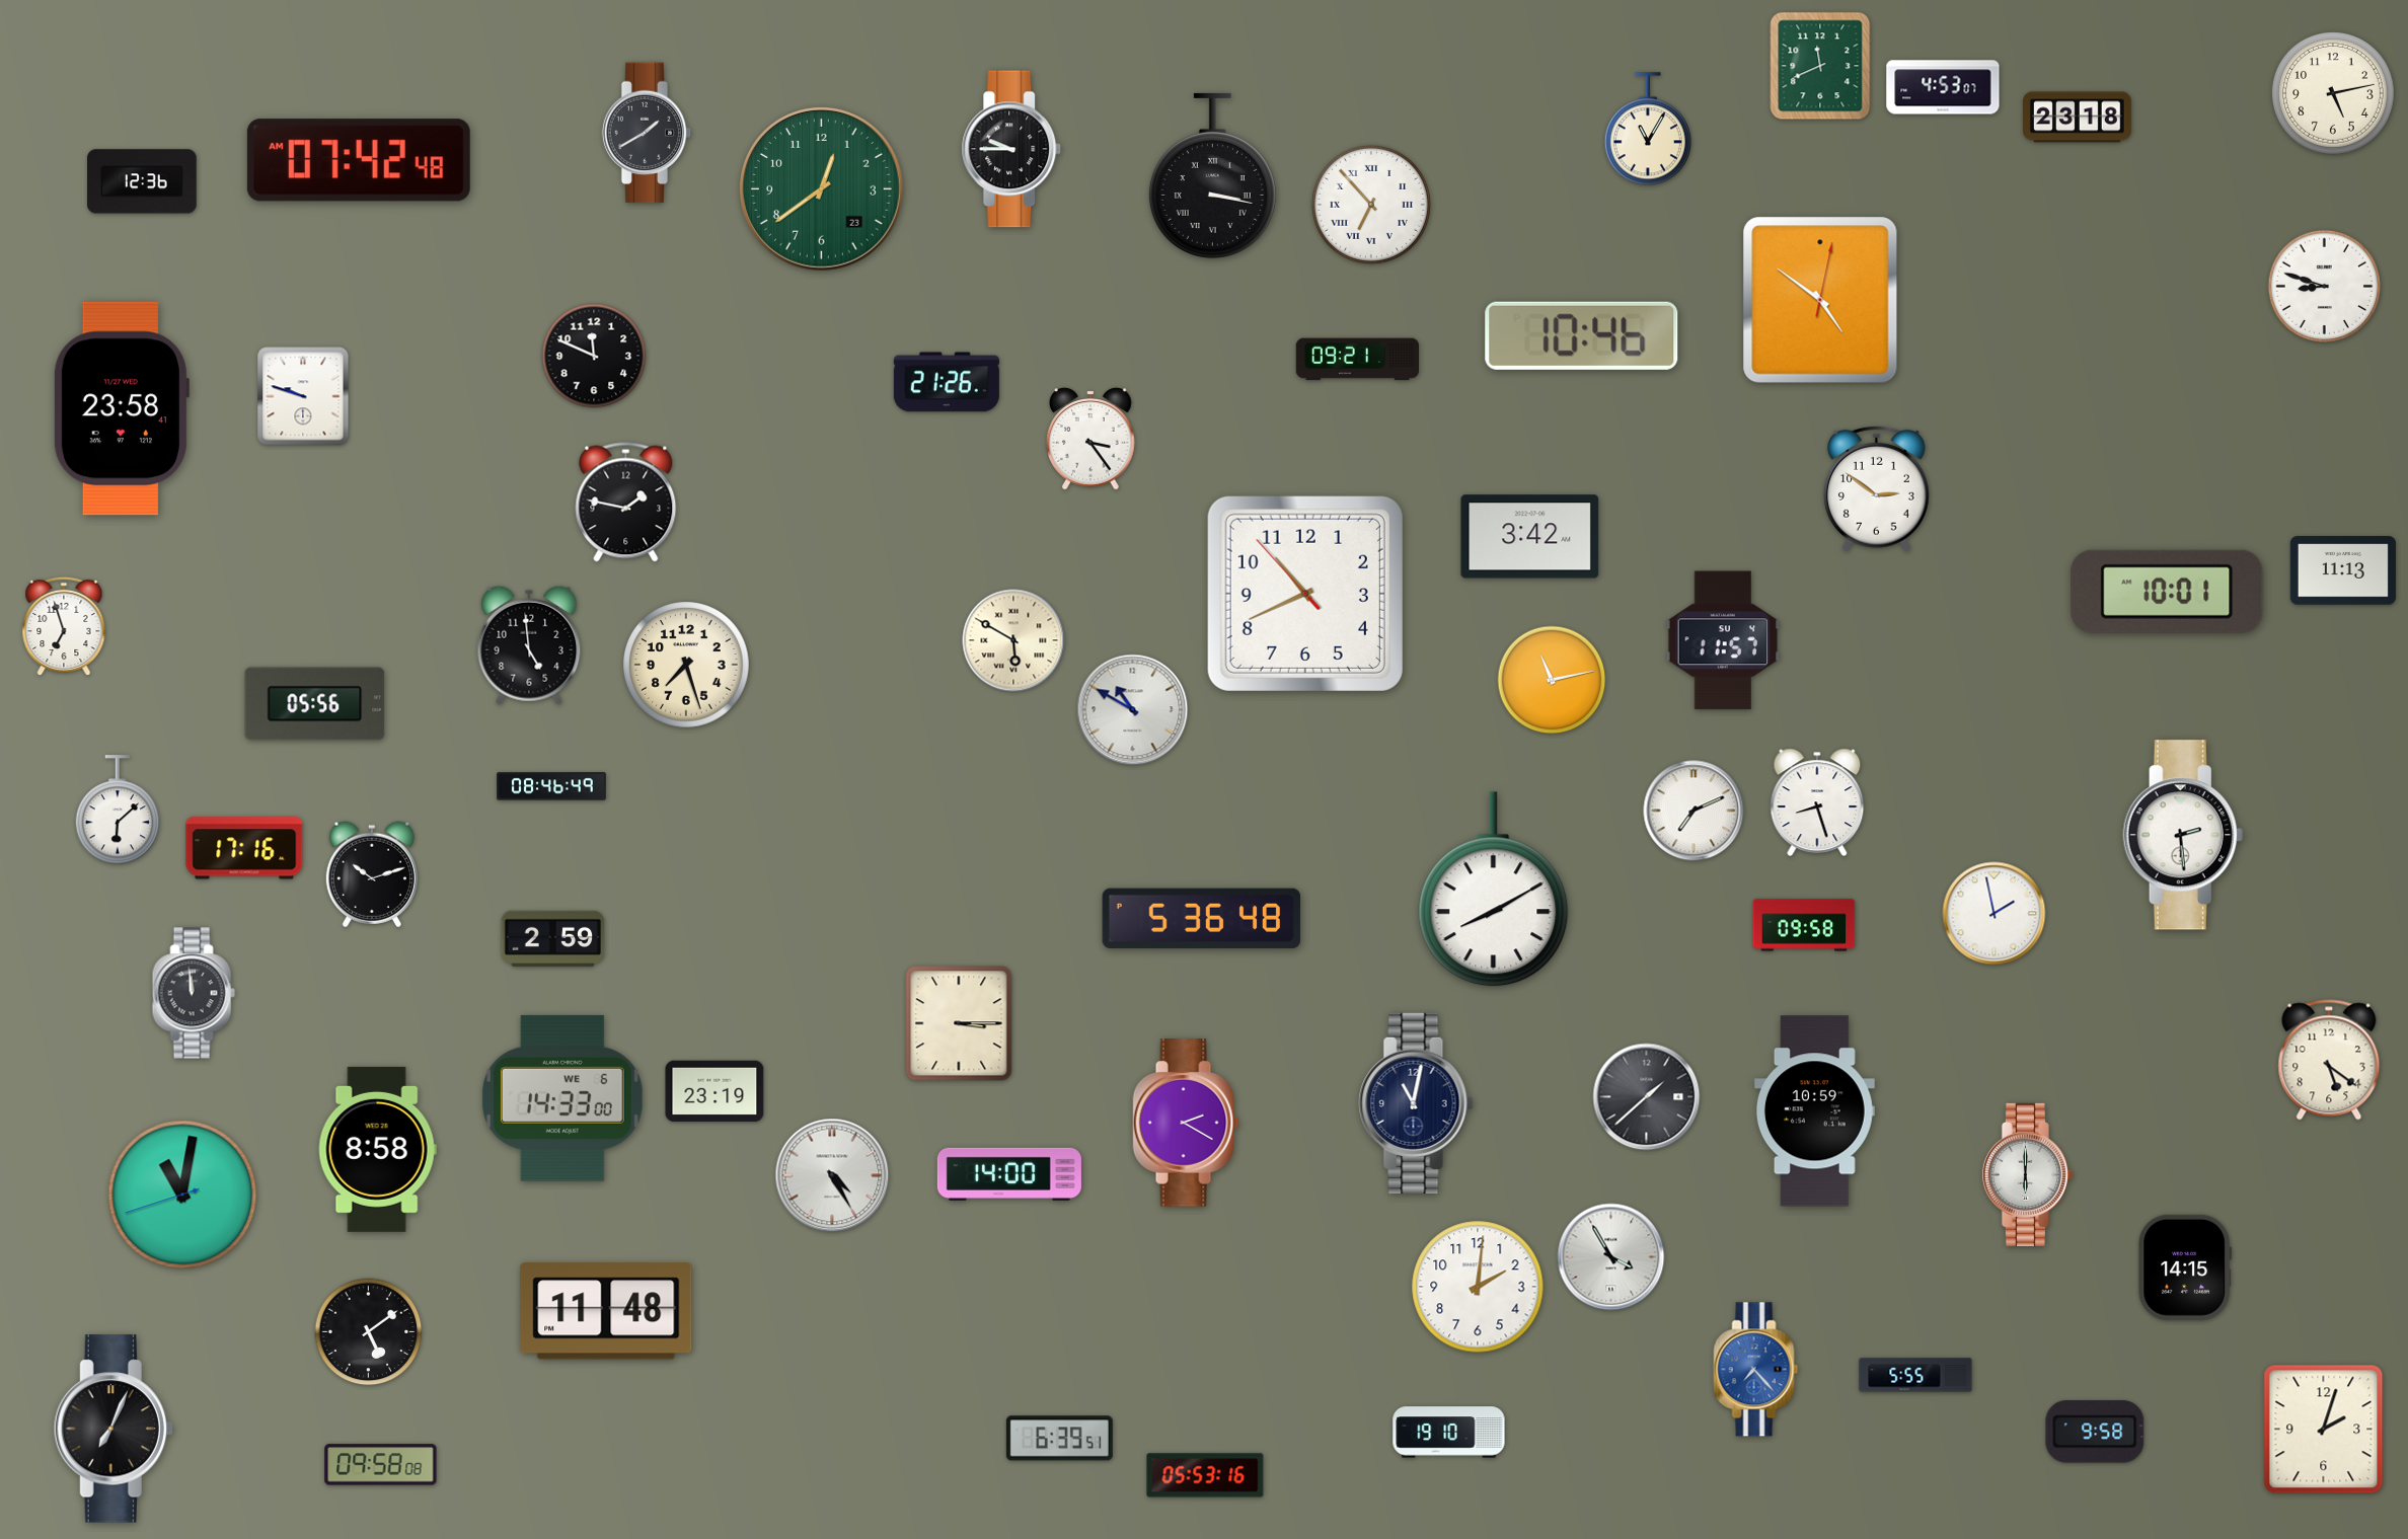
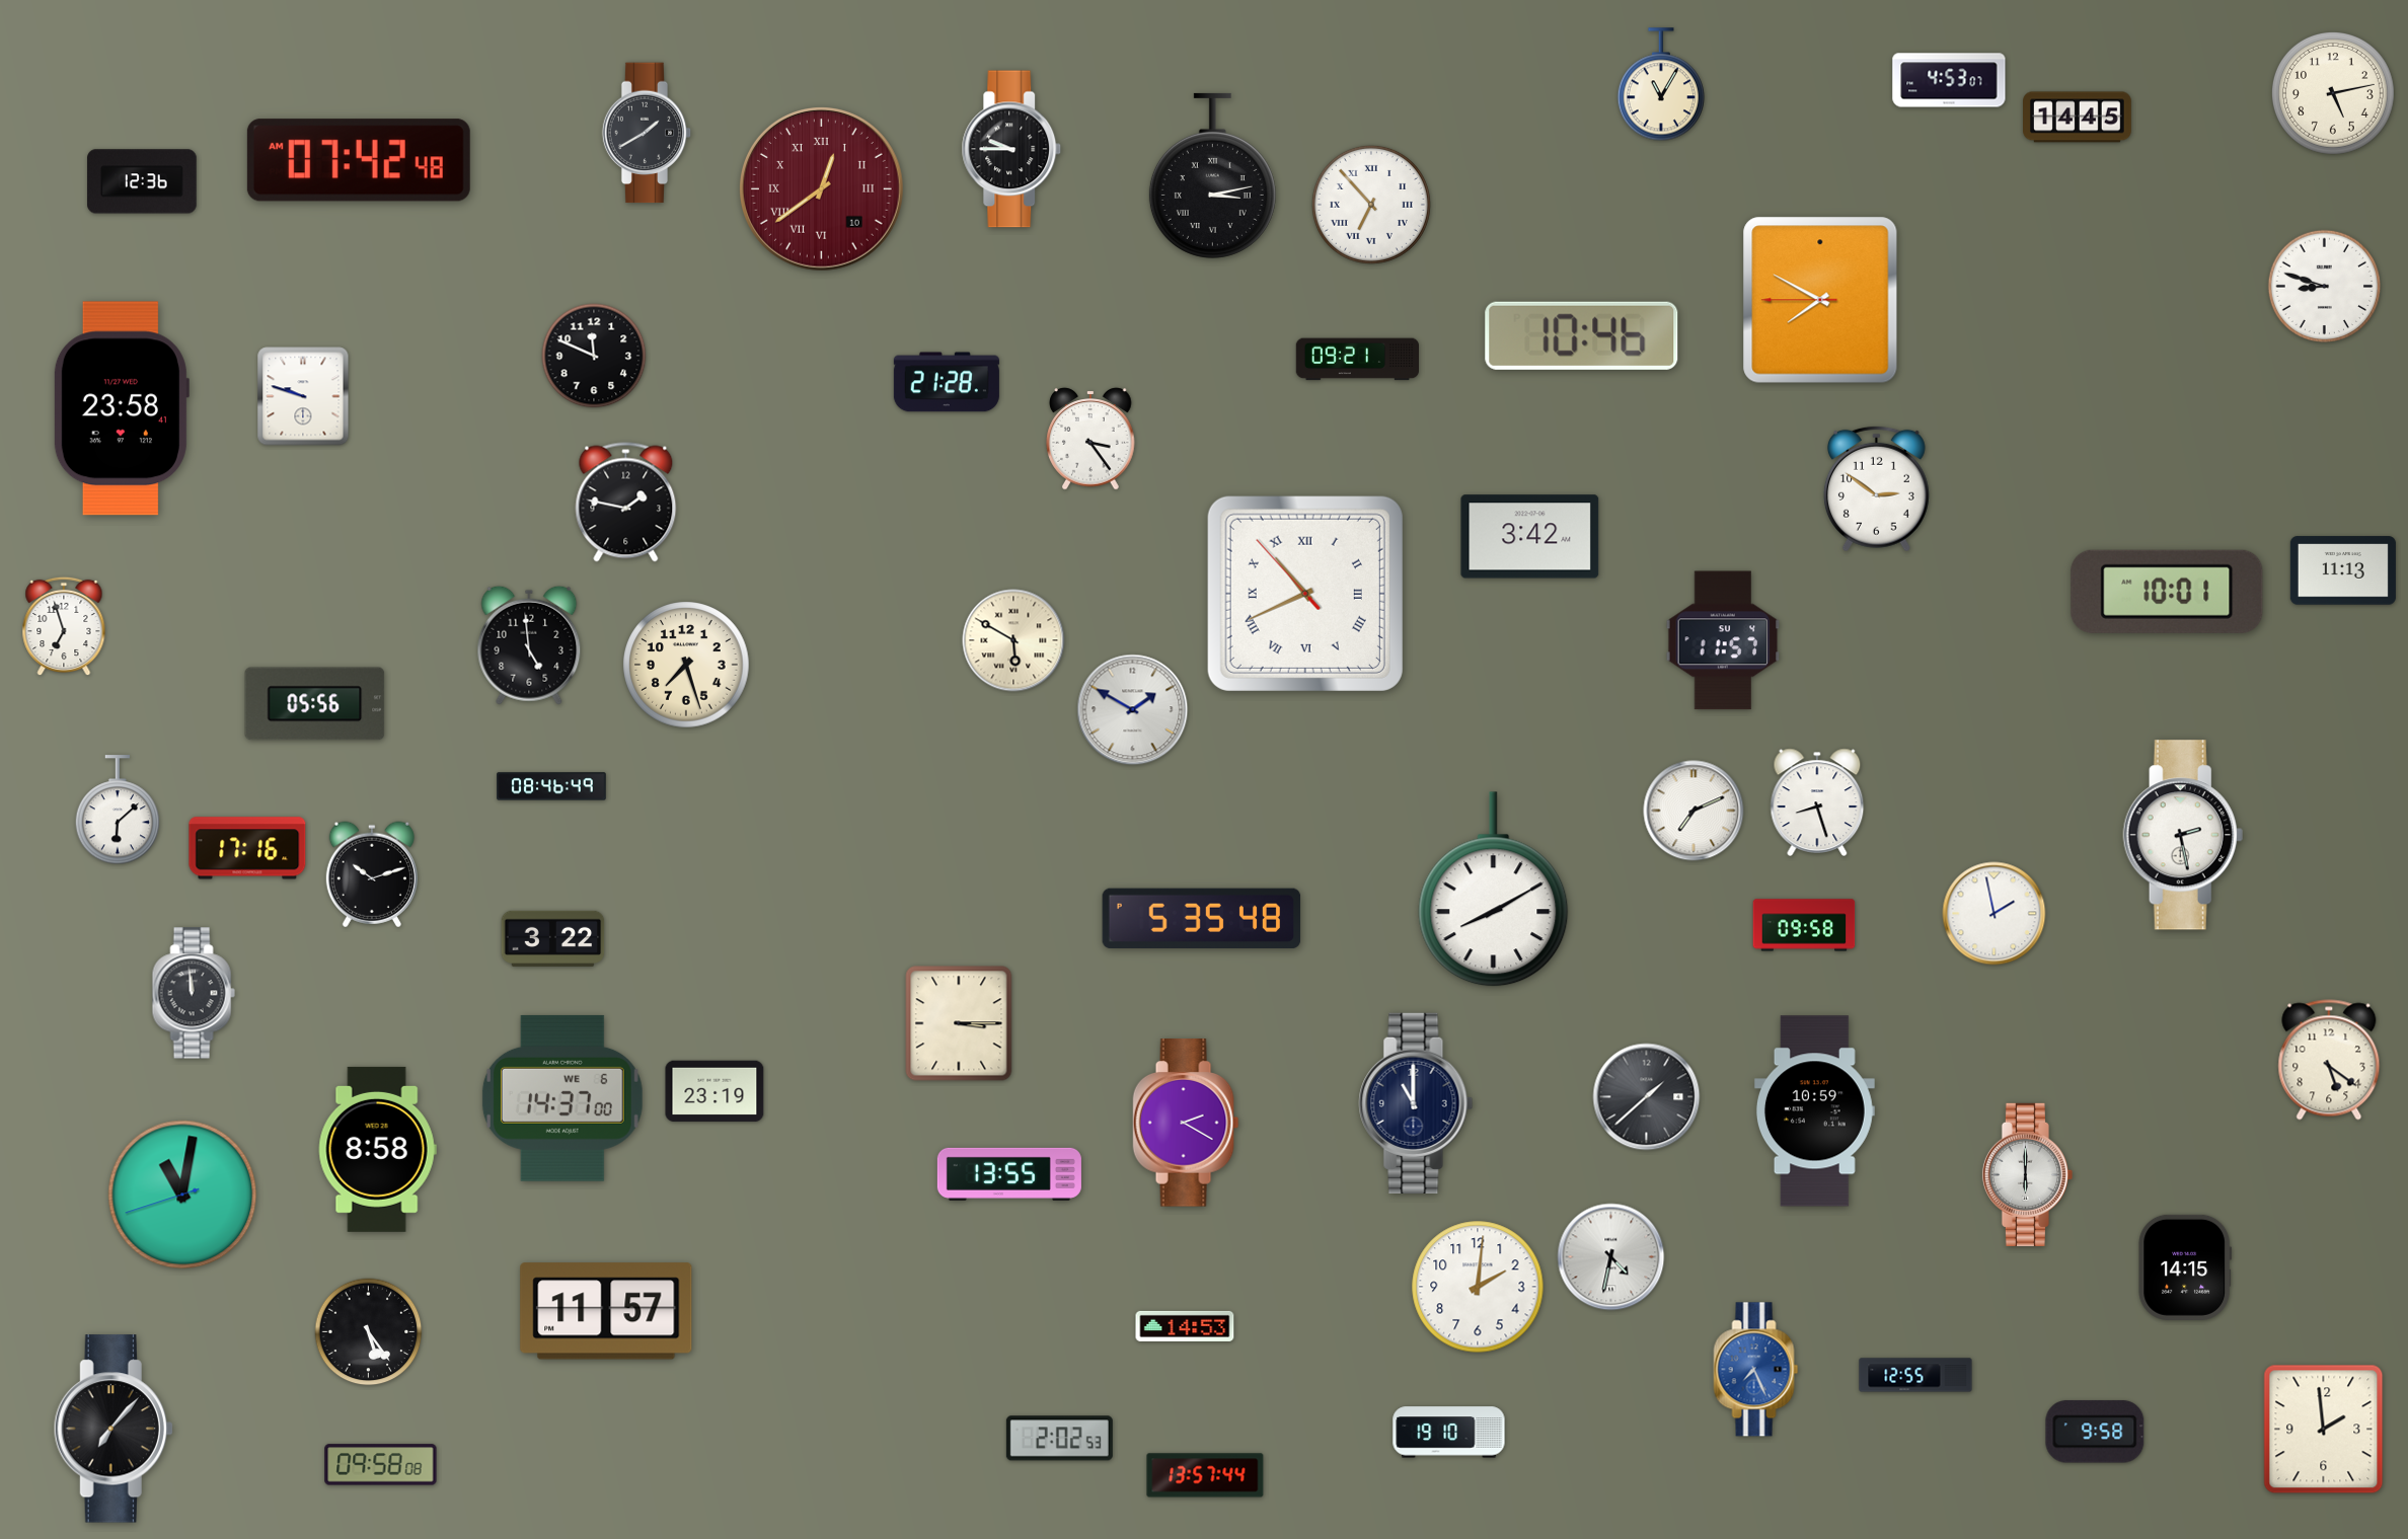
clock at (1820, 66): 11:41 -> none
clock at (1943, 87) position: (1943, 87) -> (1949, 80)
clock at (2078, 118): 23:18 -> 14:45
clock at (1648, 130) position: (1648, 130) -> (1661, 85)
clock at (1212, 175): 3:17 -> 3:13
clock at (821, 188) date: 23 -> 10
clock at (821, 188) dial: green -> burgundy
clock at (821, 188) numerals: Arabic -> Roman
clock at (1820, 300): 4:51 -> 7:49
clock at (947, 382): 21:26 -> 21:28
clock at (1305, 594) numerals: Arabic -> Roman
clock at (1552, 680): 11:13 -> none
clock at (1133, 710): 10:50 -> 1:50
clock at (2183, 835): 2:29 -> 2:28
clock at (244, 848) position: (244, 848) -> (247, 848)
clock at (1202, 919): 5:36 -> 5:35
clock at (553, 938): 2:59 -> 3:22
clock at (562, 1098): 14:33 -> 14:37
clock at (1416, 1103): 11:02 -> 11:00
clock at (1009, 1174): 14:00 -> 13:55
clock at (832, 1175): 4:25 -> none
clock at (1611, 1257): 3:55 -> 4:32
clock at (606, 1311): 11:48 -> 11:57
clock at (1185, 1326): none -> 14:53
clock at (369, 1332): 5:09 -> 5:24
clock at (1756, 1370): 7:23 -> 7:26
clock at (1915, 1375): 5:55 -> 12:55
clock at (114, 1429): 7:04 -> 7:07
clock at (2324, 1430): 2:03 -> 1:59
clock at (1059, 1439): 6:39 -> 2:02
clock at (1205, 1475): 05:53 -> 13:57
